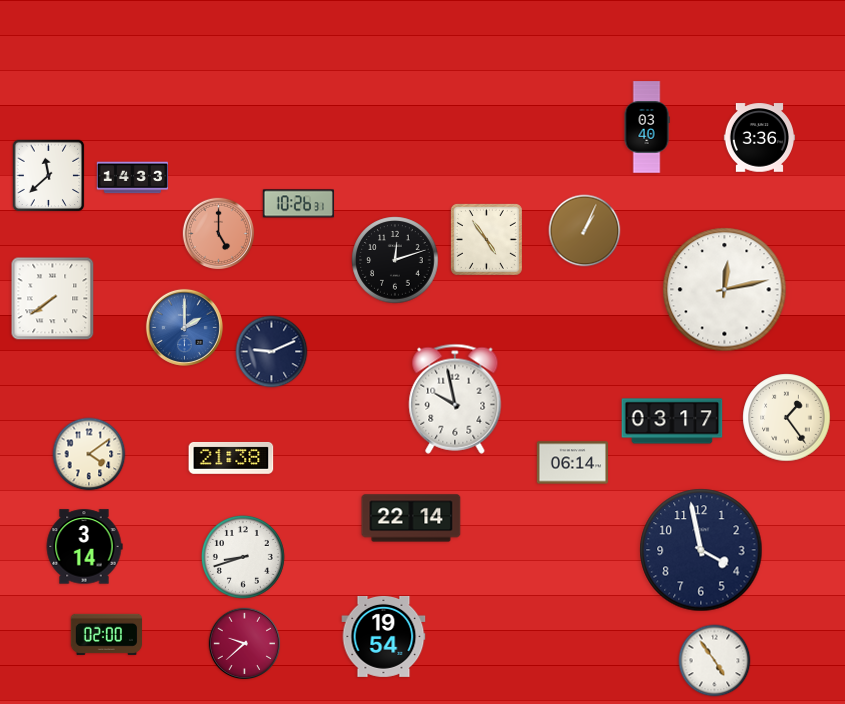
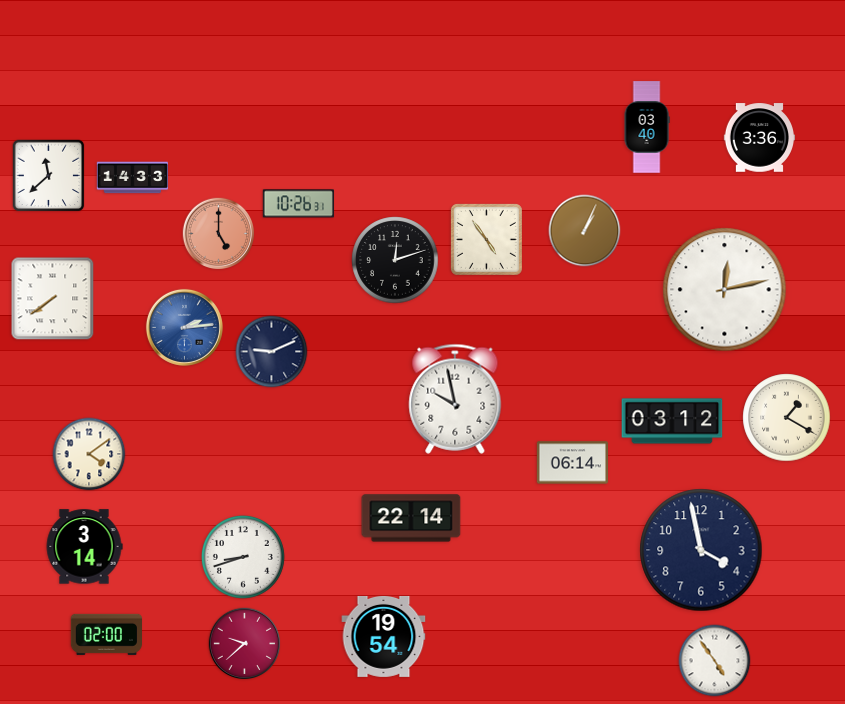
clock at (184, 327): 2:00 -> 2:14
clock at (787, 418): 1:24 -> 1:20
clock at (672, 421): 03:17 -> 03:12
clock at (231, 458): 21:38 -> none
